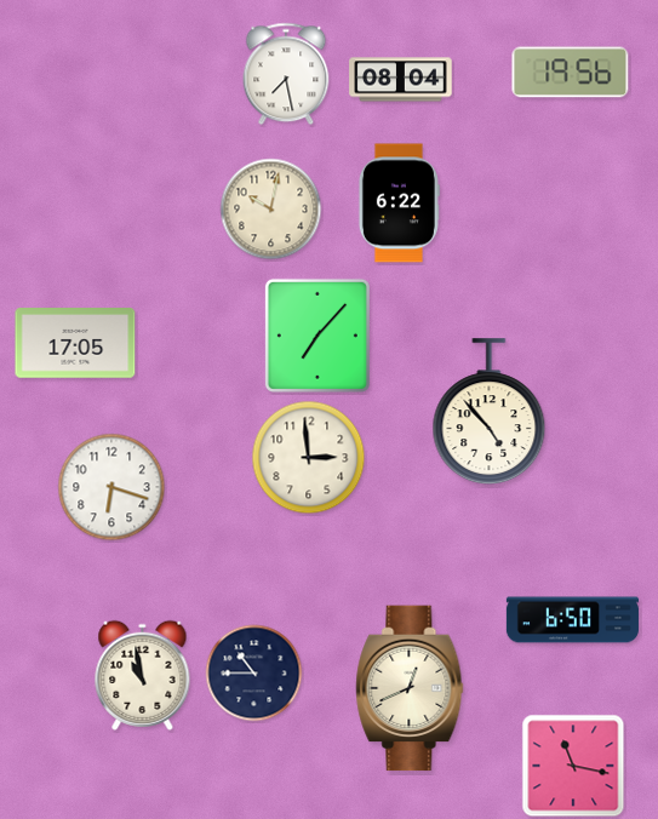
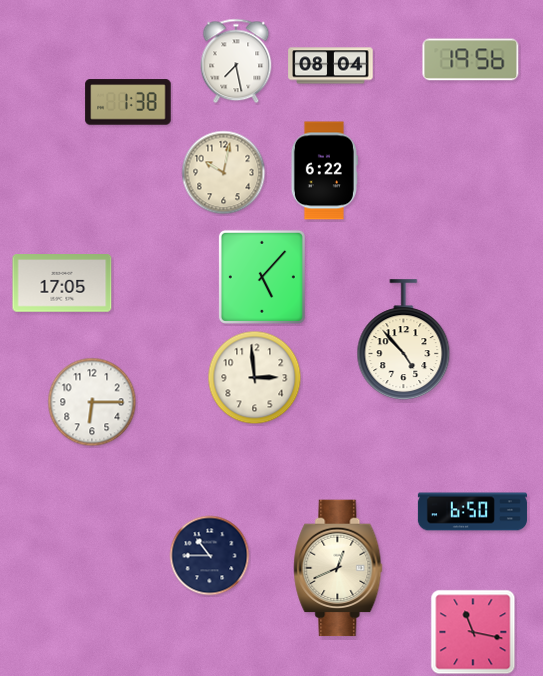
clock at (128, 102): none -> 1:38
clock at (399, 204) position: (399, 204) -> (324, 171)
clock at (317, 336): 7:07 -> 5:07
clock at (111, 487): 6:18 -> 6:15
clock at (143, 675): 10:58 -> none
